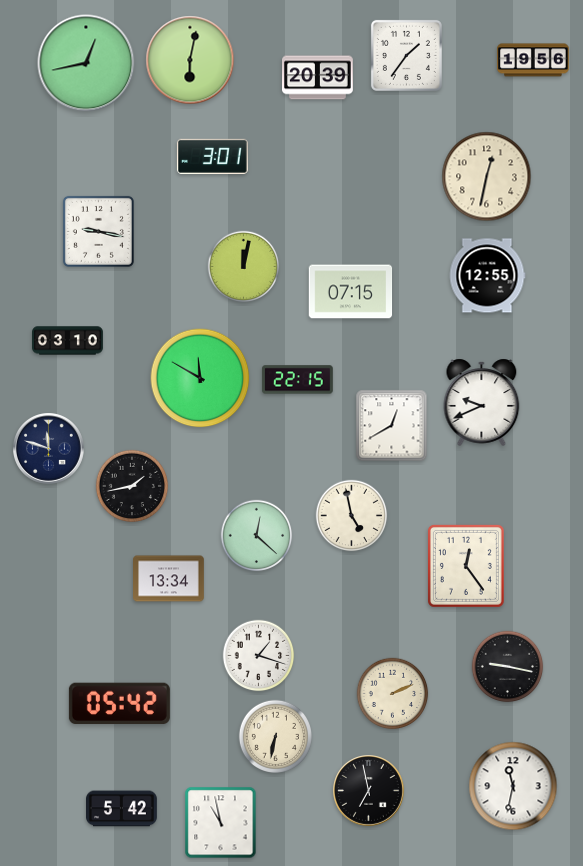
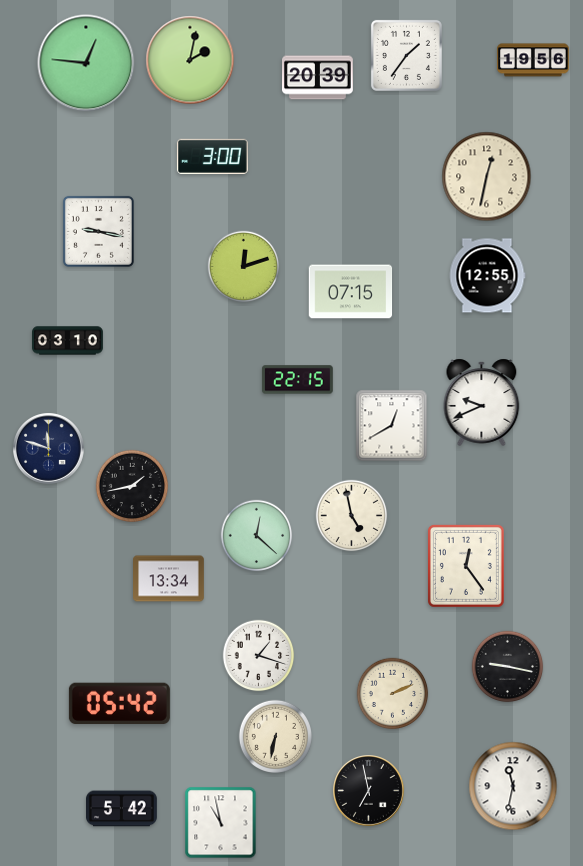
clock at (190, 60): 6:02 -> 2:02
clock at (86, 63): 12:43 -> 12:46
clock at (212, 156): 3:01 -> 3:00
clock at (244, 267): 12:02 -> 12:12
clock at (200, 378): 11:50 -> none
